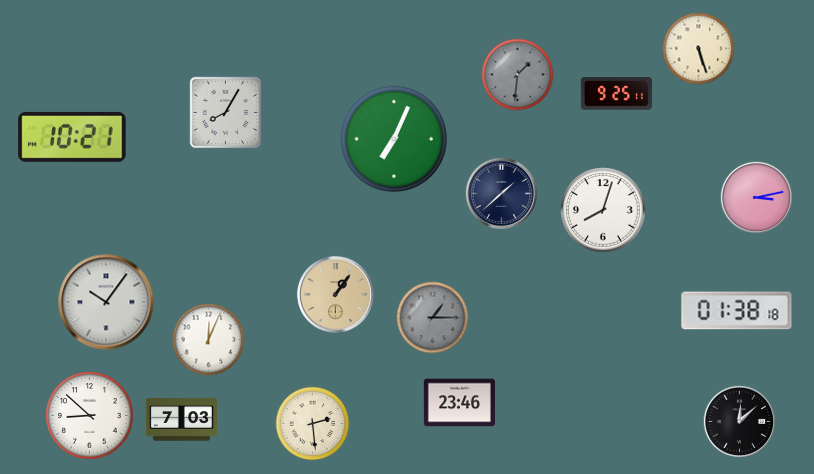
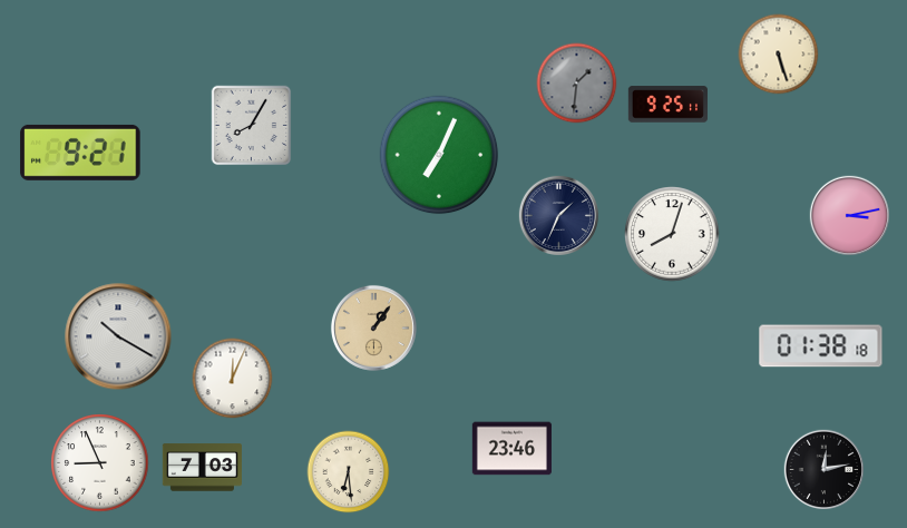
clock at (616, 94) position: (616, 94) -> (667, 105)
clock at (72, 137): 10:21 -> 9:21
clock at (501, 193): 1:38 -> 1:34
clock at (756, 197) position: (756, 197) -> (849, 215)
clock at (106, 302): 10:06 -> 10:20
clock at (433, 318): 1:15 -> none
clock at (90, 416): 8:52 -> 8:56
clock at (739, 421): 12:08 -> 12:13
clock at (313, 424): 2:29 -> 6:29
